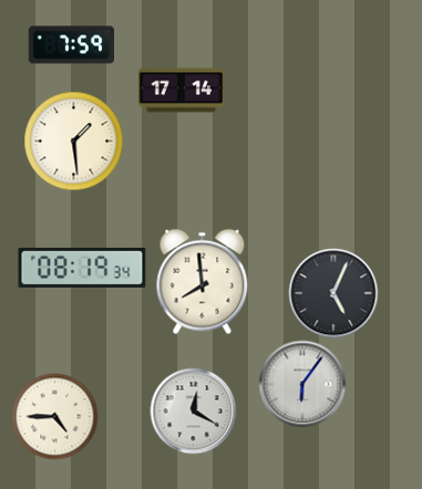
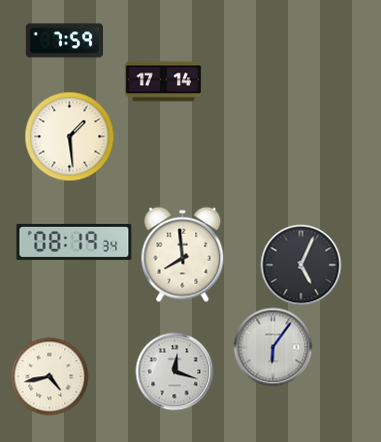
clock at (73, 141) position: (73, 141) -> (69, 136)
clock at (193, 410): 12:20 -> 12:18
clock at (54, 416): 4:45 -> 4:43
